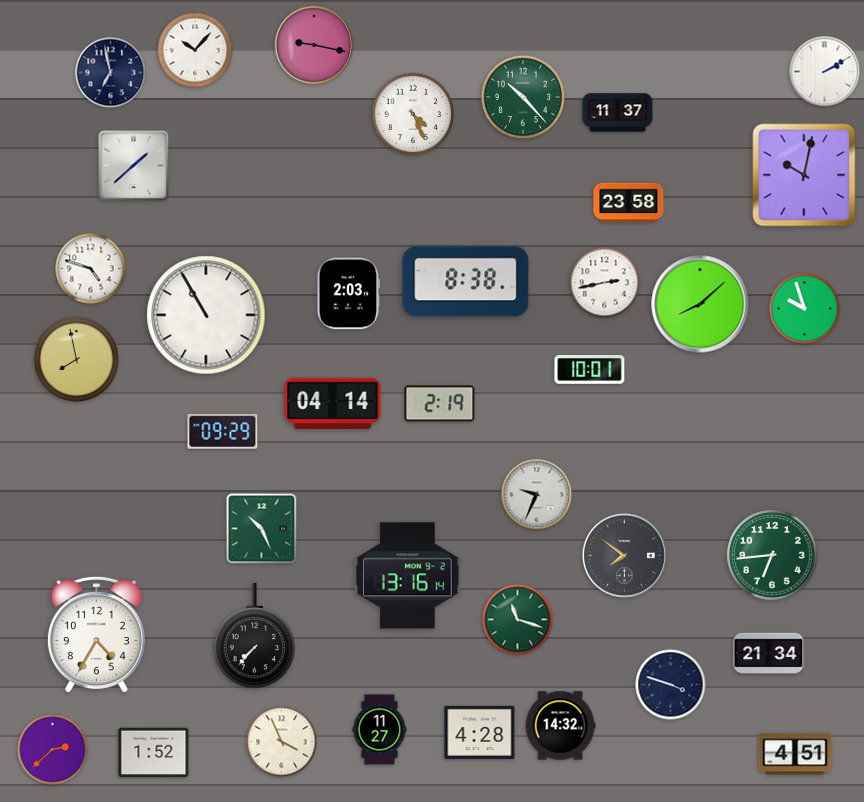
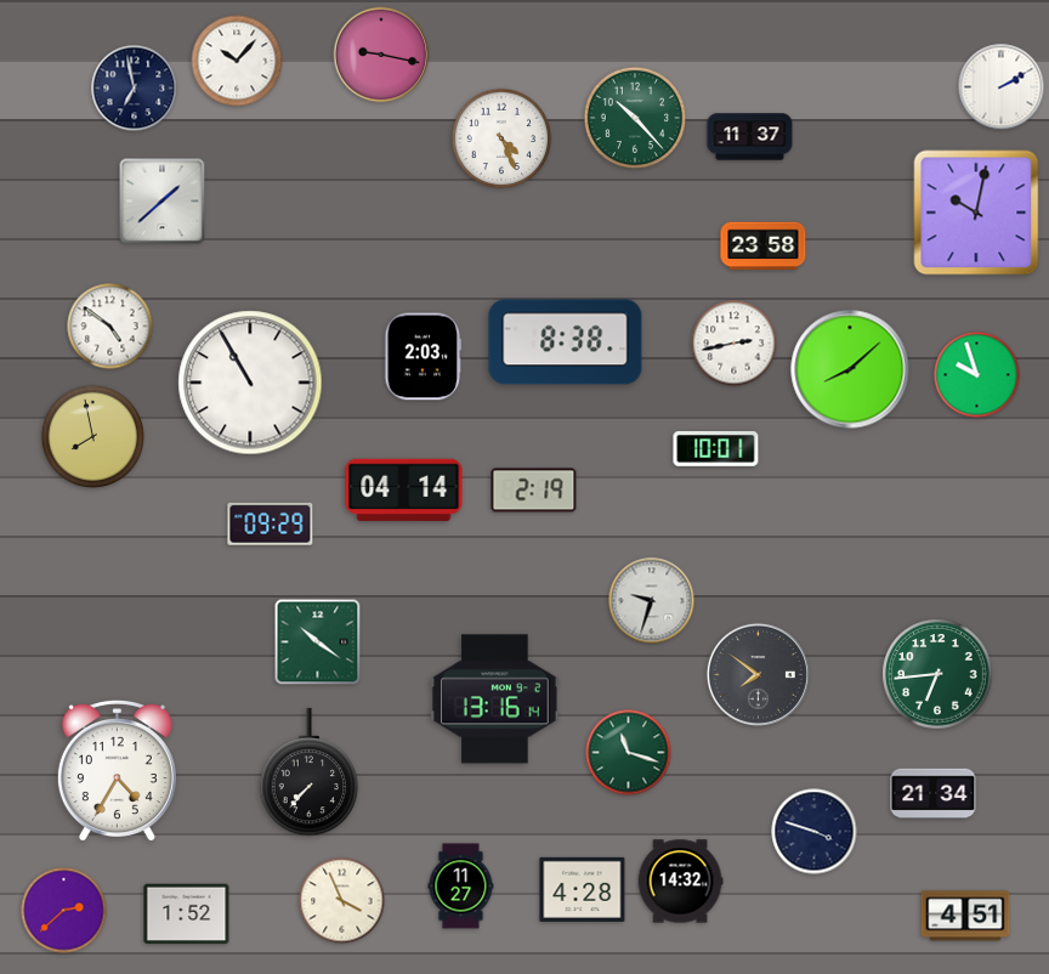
clock at (91, 269): 4:48 -> 4:51
clock at (537, 495): 9:34 -> 9:33
clock at (262, 529): 10:26 -> 10:21
